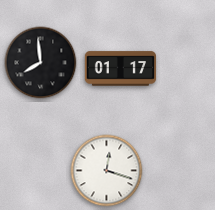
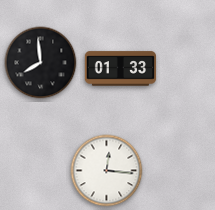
clock at (121, 69): 01:17 -> 01:33
clock at (107, 171): 12:18 -> 12:16
